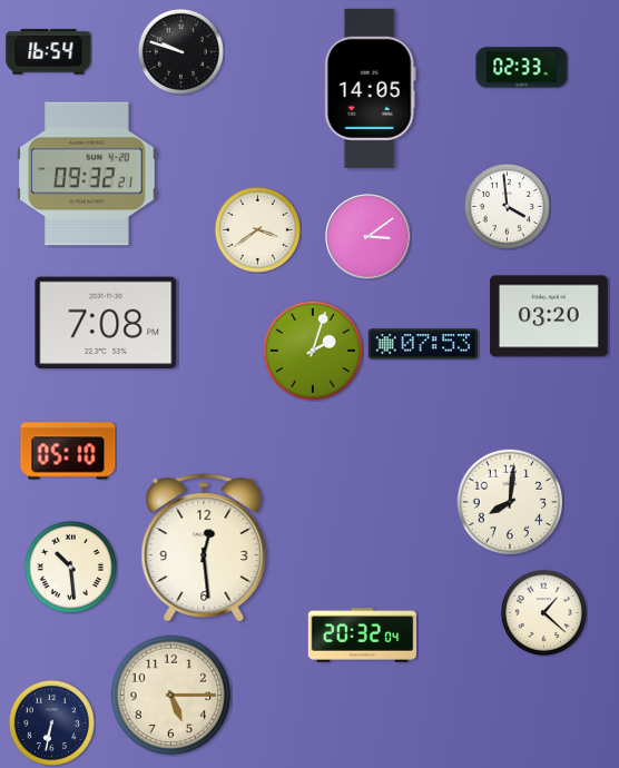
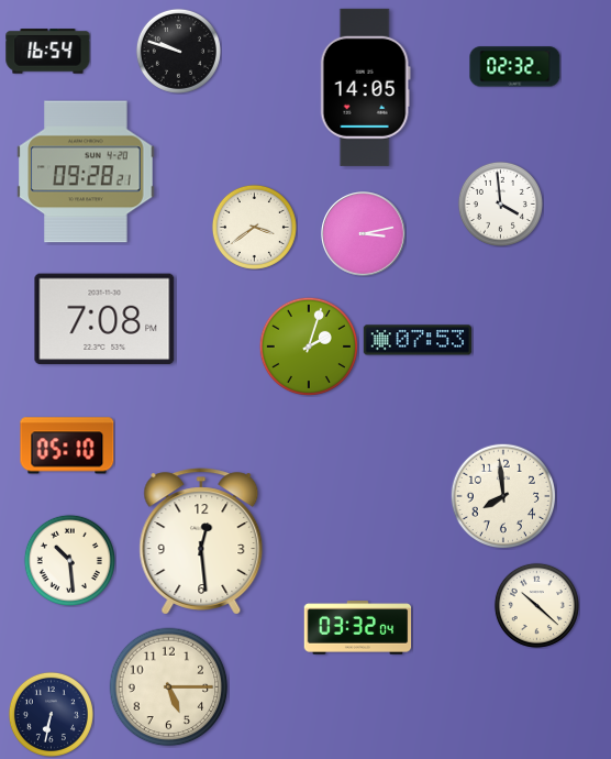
clock at (522, 68): 02:33 -> 02:32
clock at (87, 174): 09:32 -> 09:28
clock at (369, 237): 3:09 -> 3:13
clock at (549, 316): 03:20 -> none
clock at (510, 502): 8:01 -> 7:59
clock at (543, 612): 1:22 -> 10:22
clock at (363, 636): 20:32 -> 03:32
